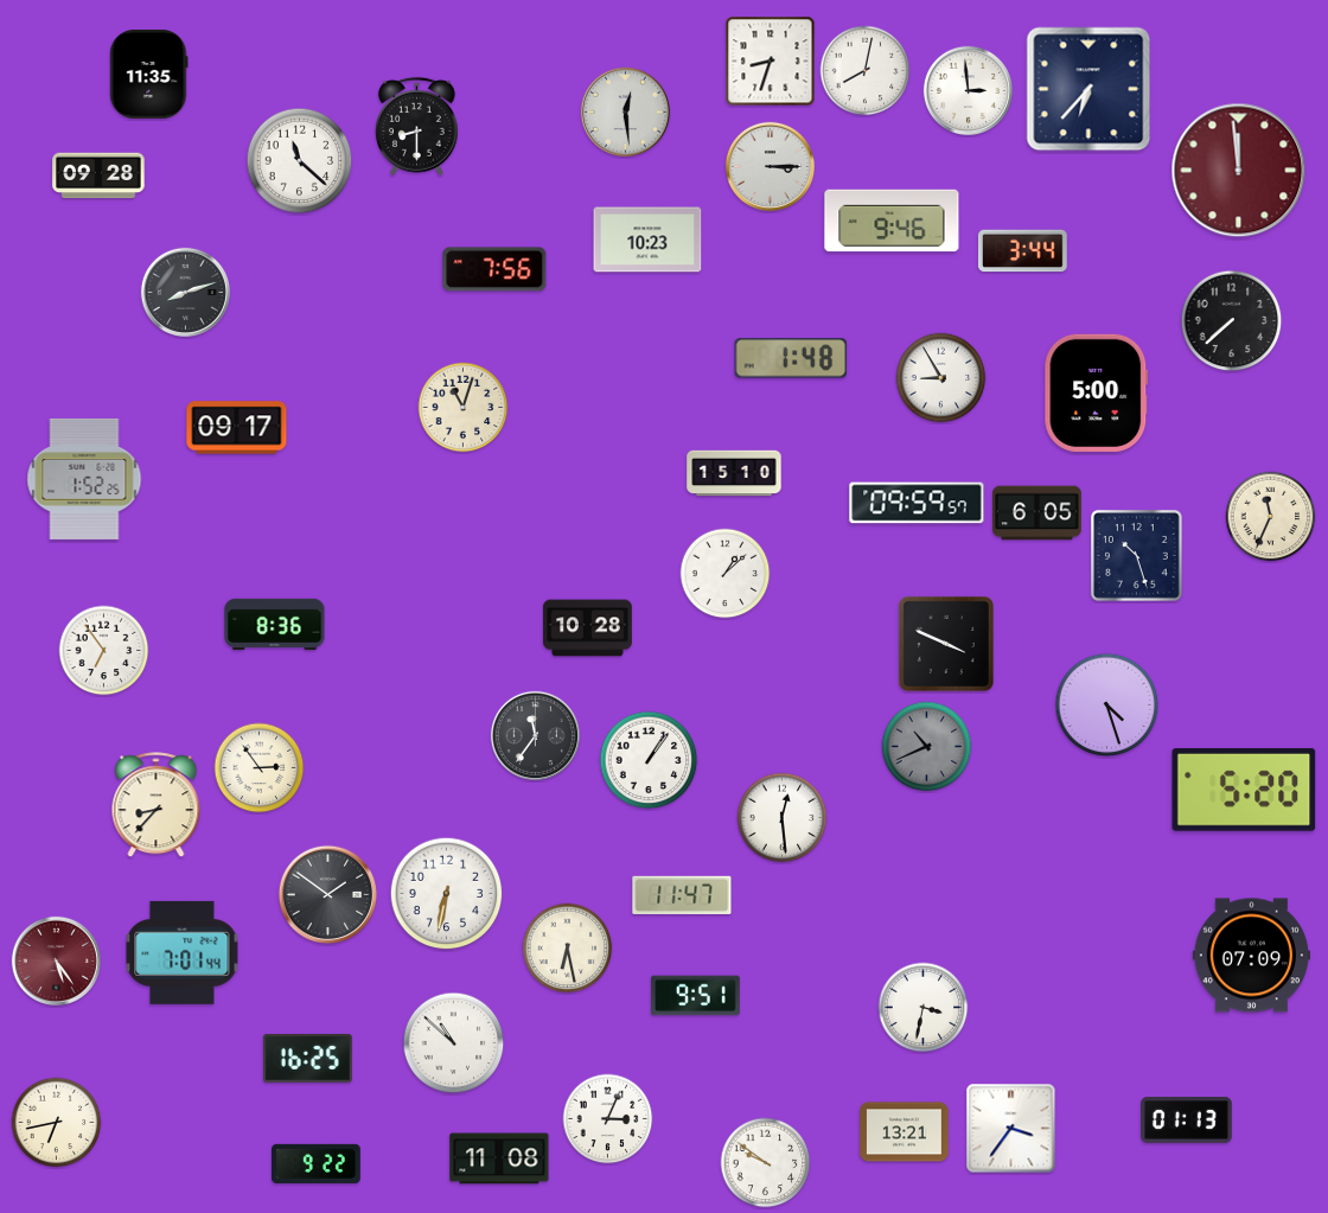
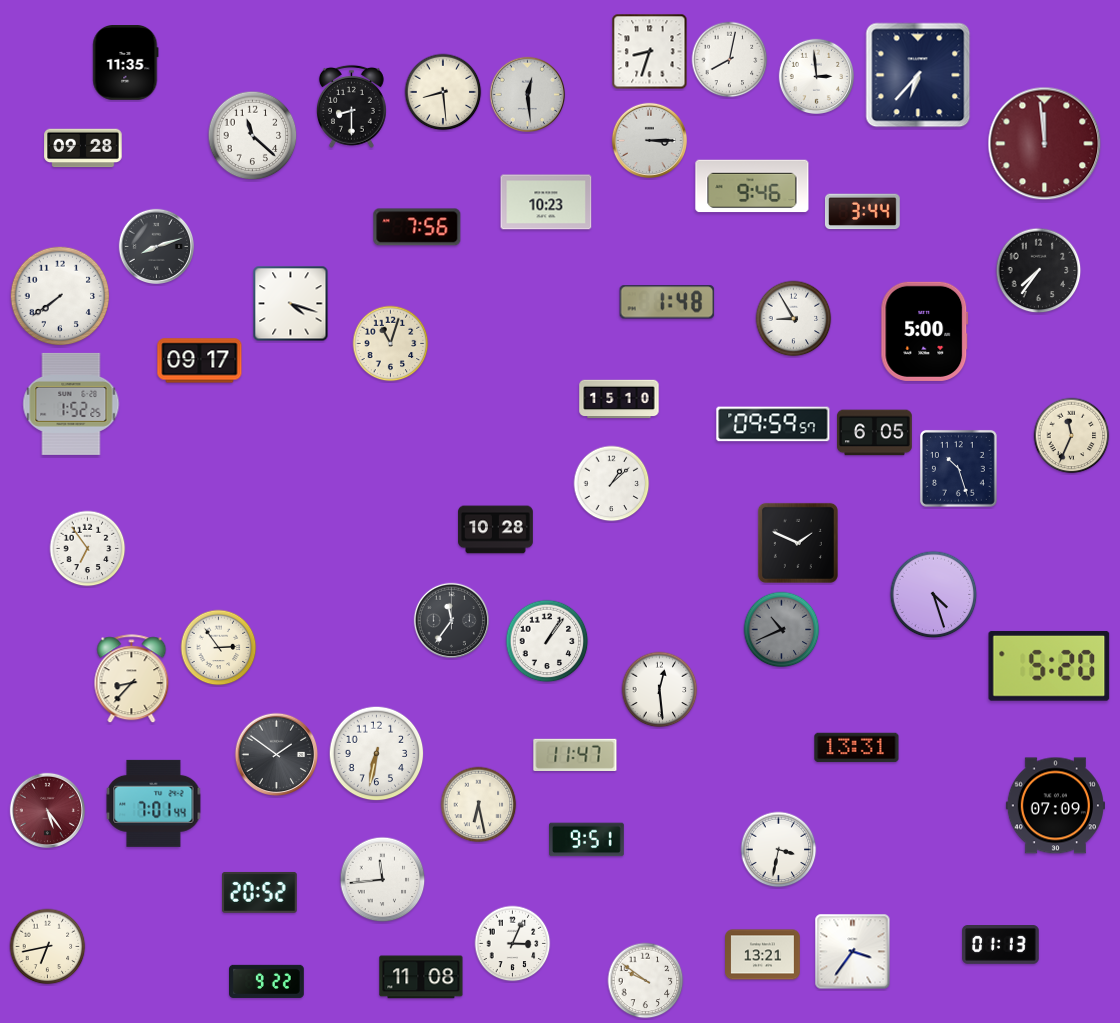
clock at (443, 92): none -> 8:29
clock at (1232, 321): 7:38 -> 7:36
clock at (60, 296): none -> 7:39
clock at (291, 304): none -> 4:18
clock at (275, 625): 8:36 -> none
clock at (946, 644): 3:49 -> 1:49
clock at (857, 748): none -> 13:31
clock at (568, 949) position: (568, 949) -> (479, 805)
clock at (454, 1043): 10:52 -> 11:44
clock at (307, 1058): 16:25 -> 20:52
